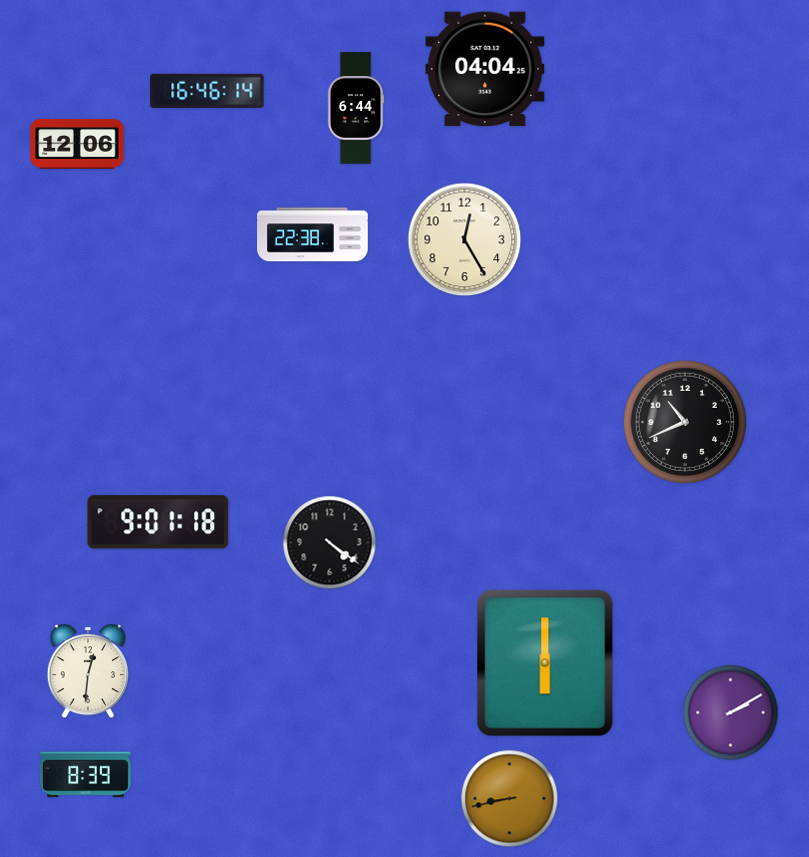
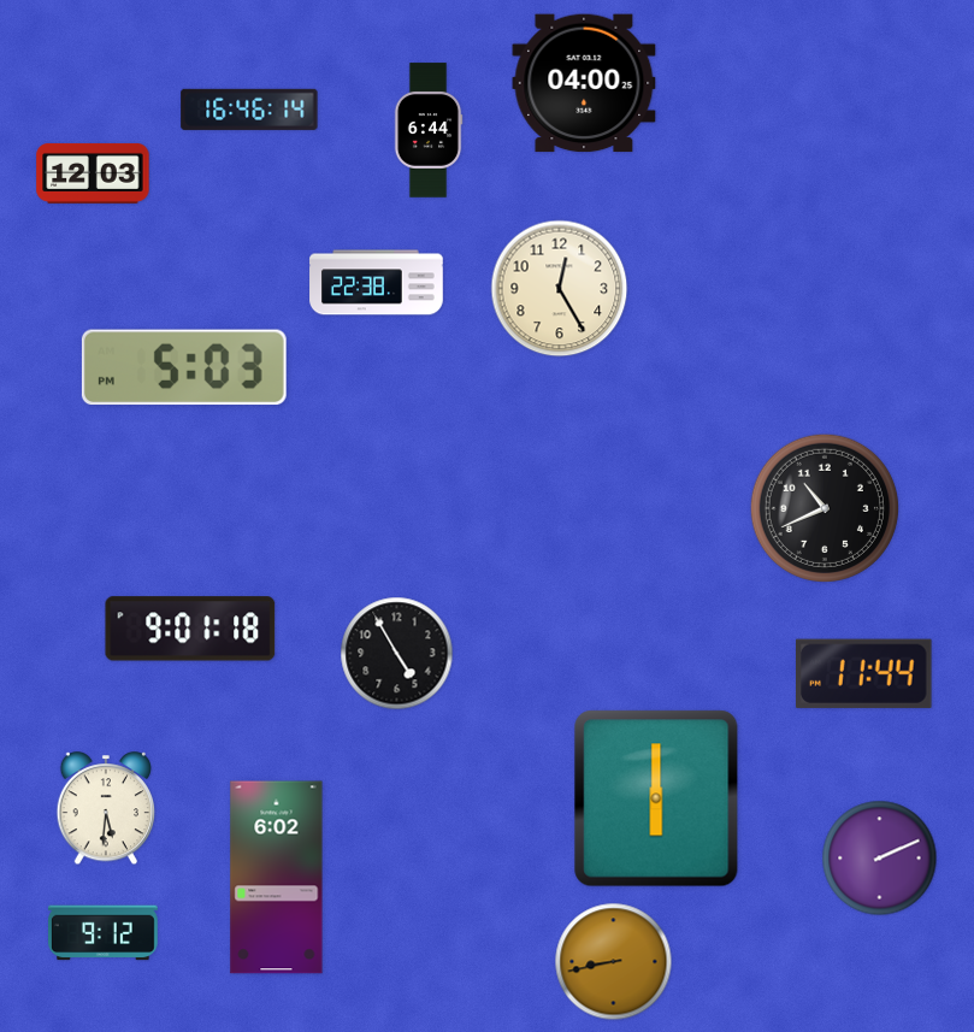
clock at (485, 69): 04:04 -> 04:00
clock at (77, 144): 12:06 -> 12:03
clock at (184, 367): none -> 5:03
clock at (330, 543): 4:21 -> 4:55
clock at (864, 673): none -> 11:44
clock at (88, 672): 12:31 -> 5:31
clock at (731, 713): 2:10 -> 2:11
clock at (277, 878): none -> 6:02
clock at (86, 775): 8:39 -> 9:12
